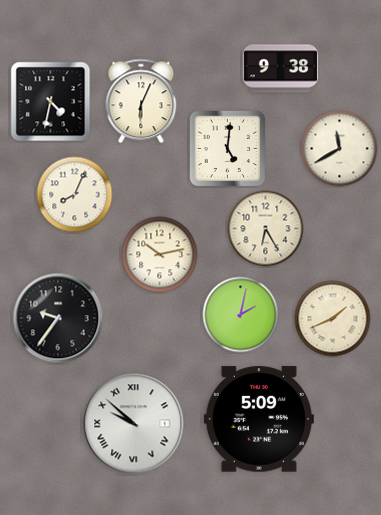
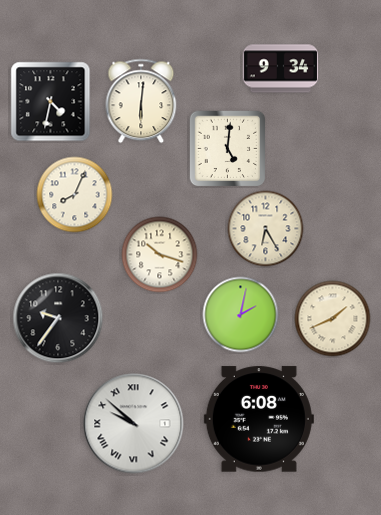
clock at (281, 69): 9:38 -> 9:34
clock at (141, 101): 6:04 -> 6:01
clock at (340, 149): 11:40 -> none
clock at (160, 255): 10:13 -> 10:18
clock at (259, 419): 5:09 -> 6:08
